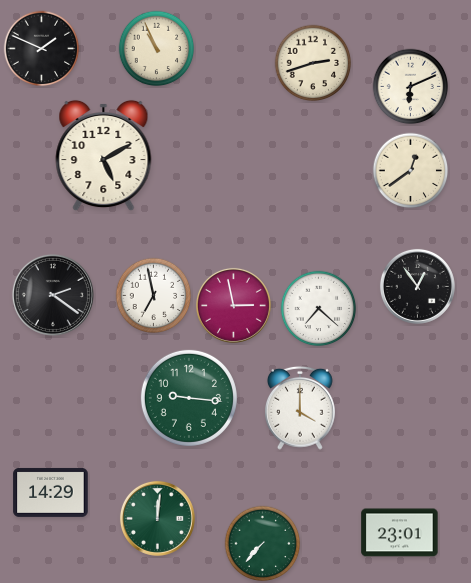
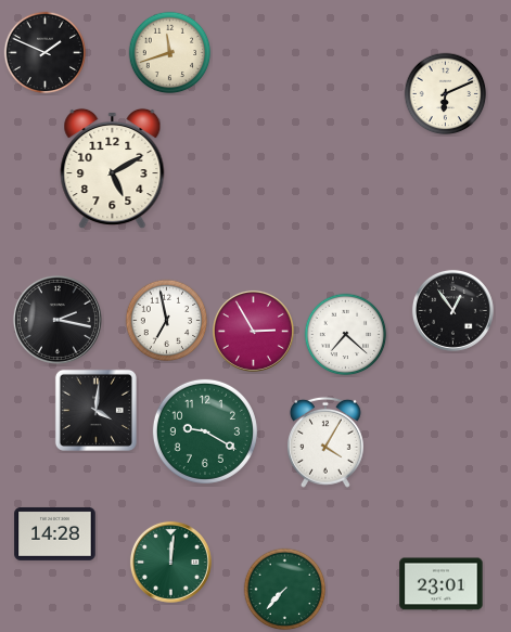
clock at (157, 49): 10:56 -> 11:42
clock at (313, 63): 2:42 -> none
clock at (411, 171): 12:39 -> none
clock at (53, 295): 2:21 -> 2:17
clock at (233, 305): 2:58 -> 2:55
clock at (95, 410): none -> 4:01
clock at (189, 398): 9:16 -> 9:20
clock at (300, 408): 4:00 -> 4:05
clock at (51, 492): 14:29 -> 14:28
clock at (400, 533) position: (400, 533) -> (442, 584)
